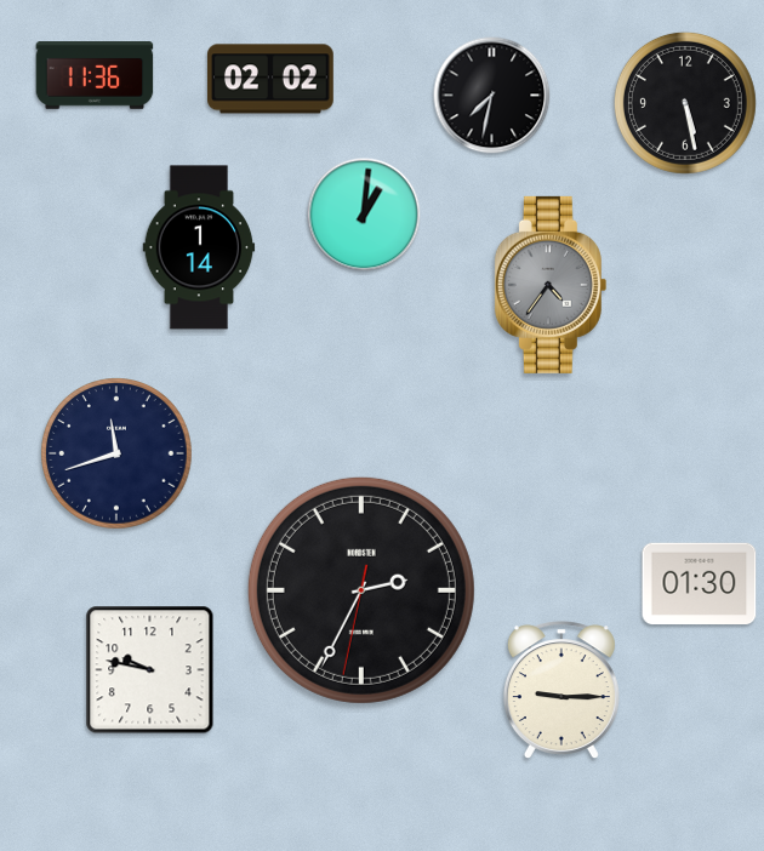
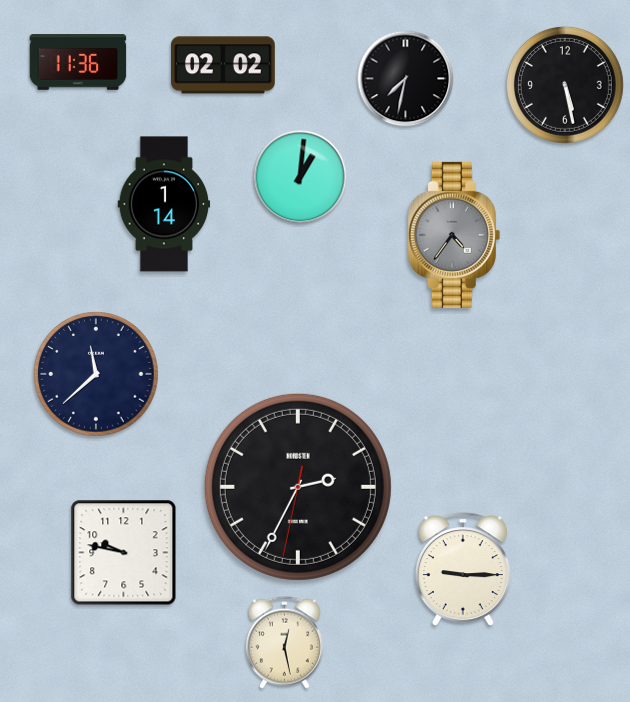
clock at (116, 453): 11:42 -> 11:38
clock at (700, 584): 01:30 -> none
clock at (284, 642): none -> 12:28
